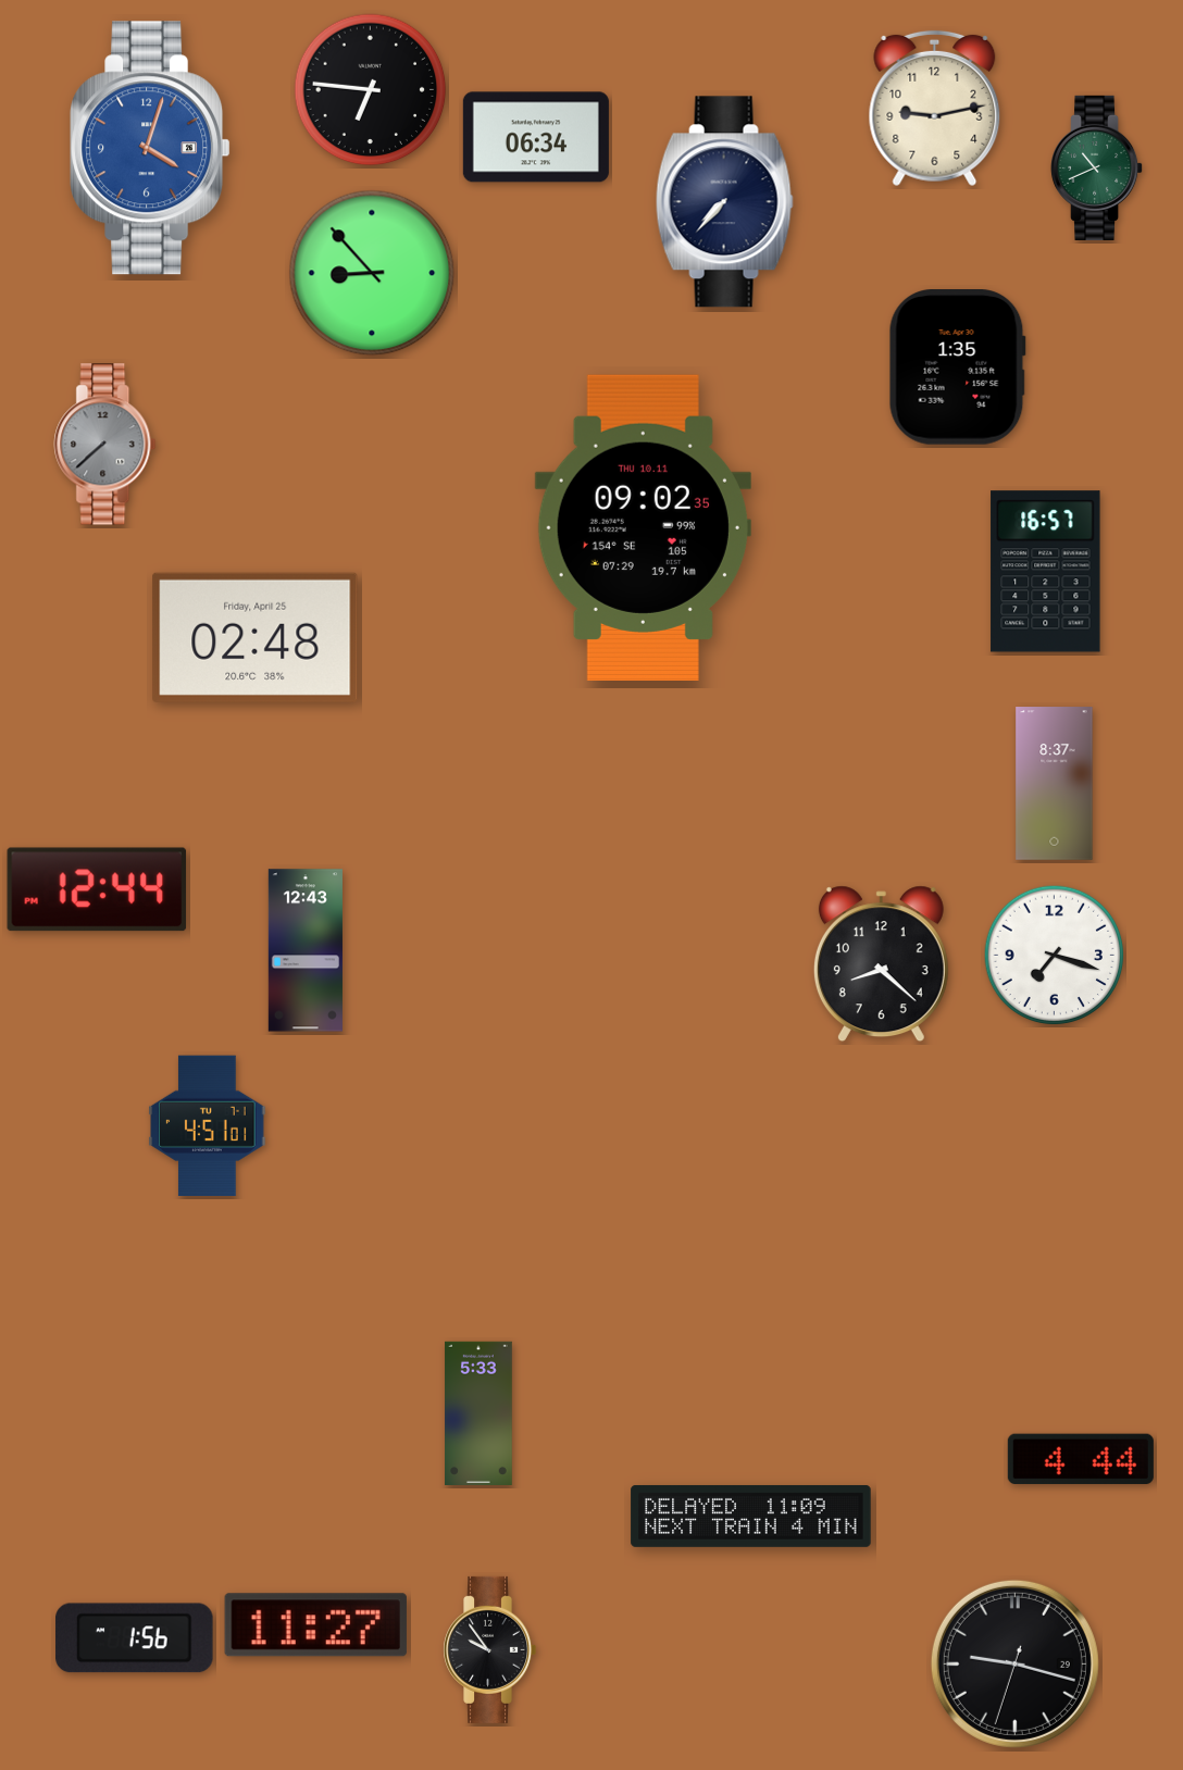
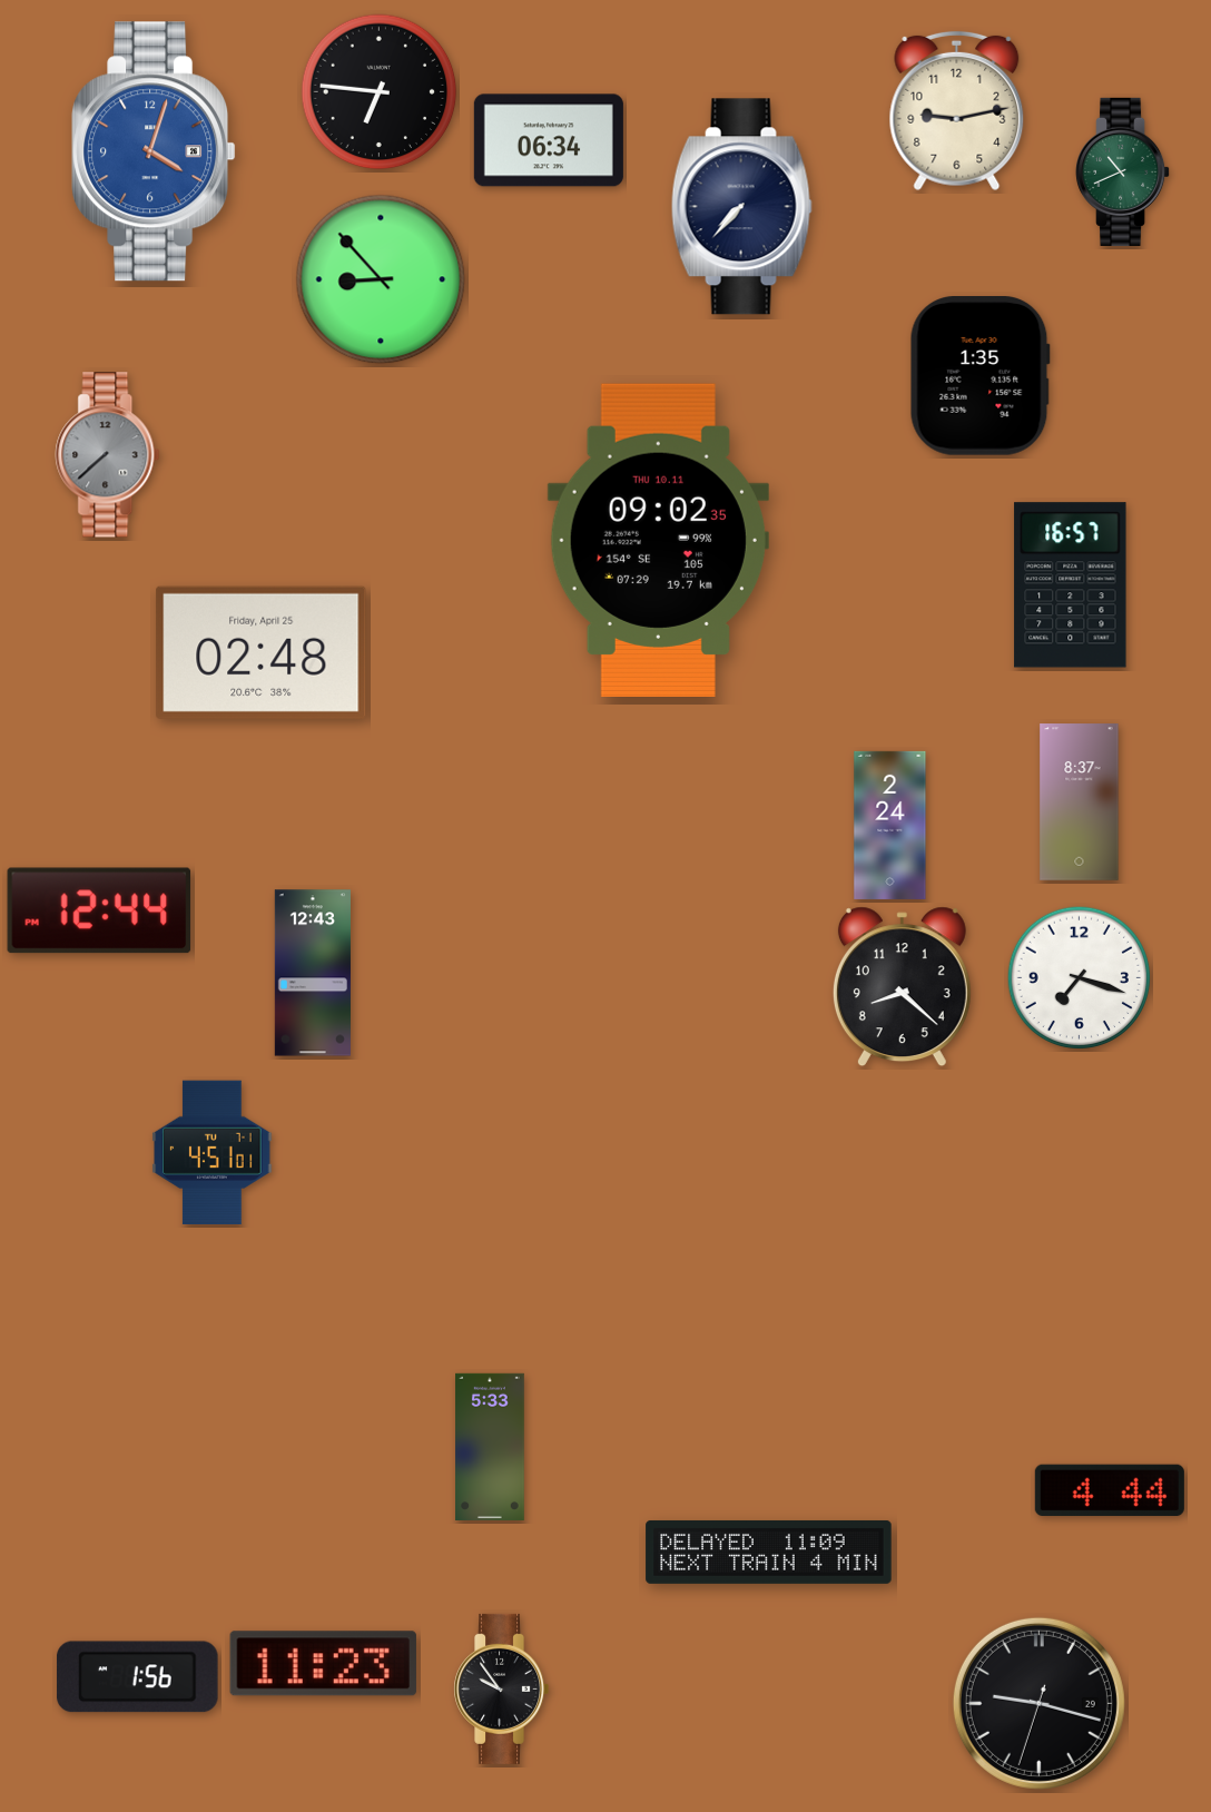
clock at (890, 825): none -> 2:24
clock at (1081, 1459) position: (1081, 1459) -> (1110, 1490)
clock at (315, 1625): 11:27 -> 11:23
